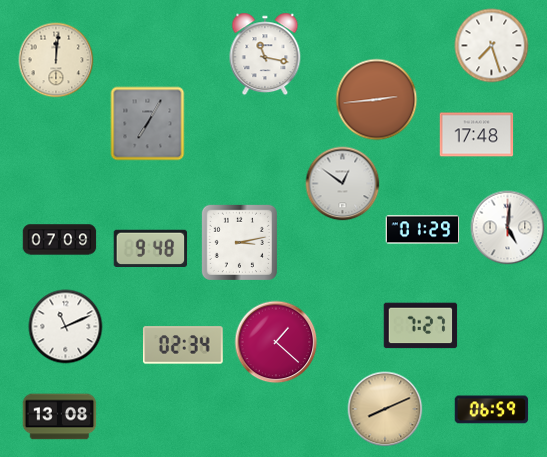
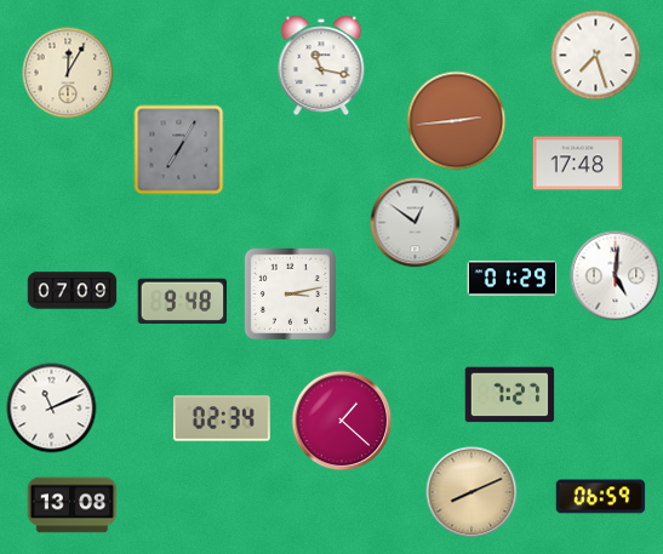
clock at (56, 60): 12:01 -> 12:05
clock at (66, 327) position: (66, 327) -> (52, 409)
clock at (276, 342) position: (276, 342) -> (342, 421)
clock at (385, 409) position: (385, 409) -> (471, 492)
clock at (492, 410) position: (492, 410) -> (601, 497)
